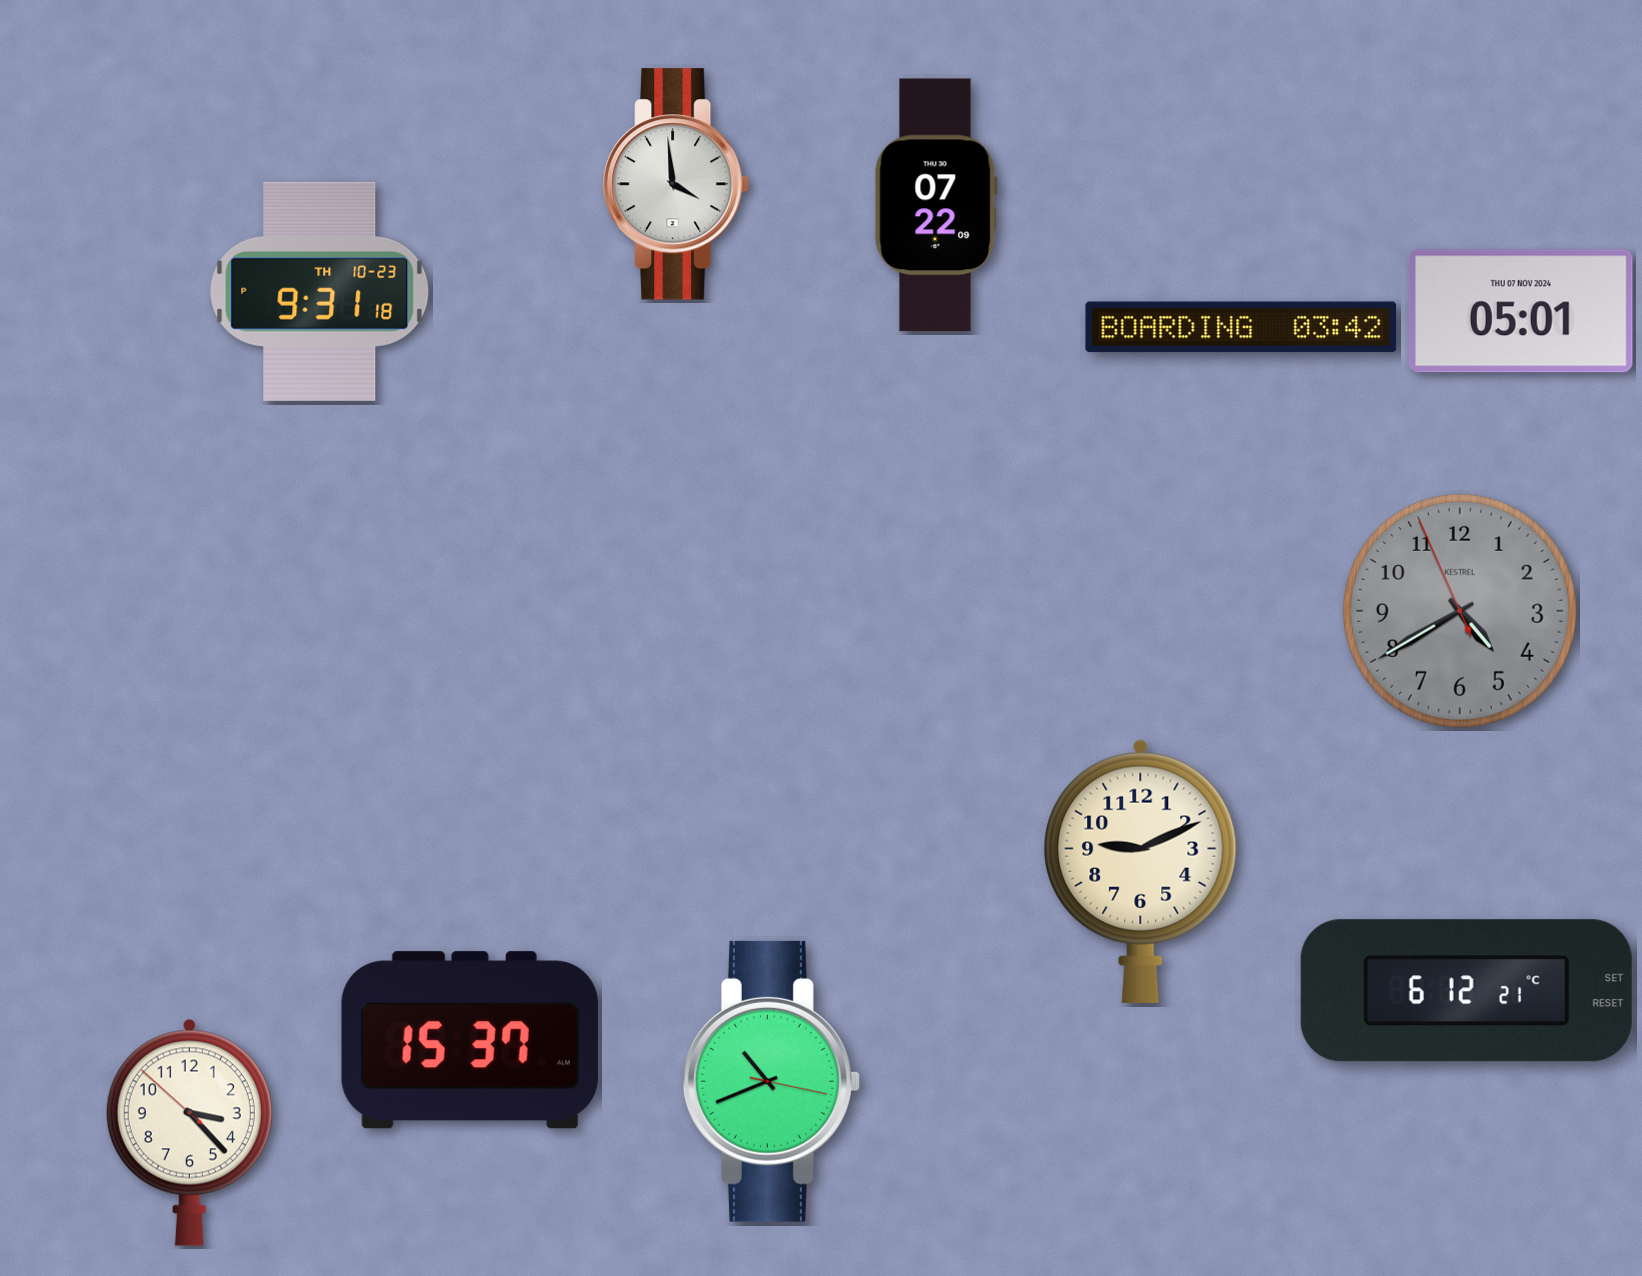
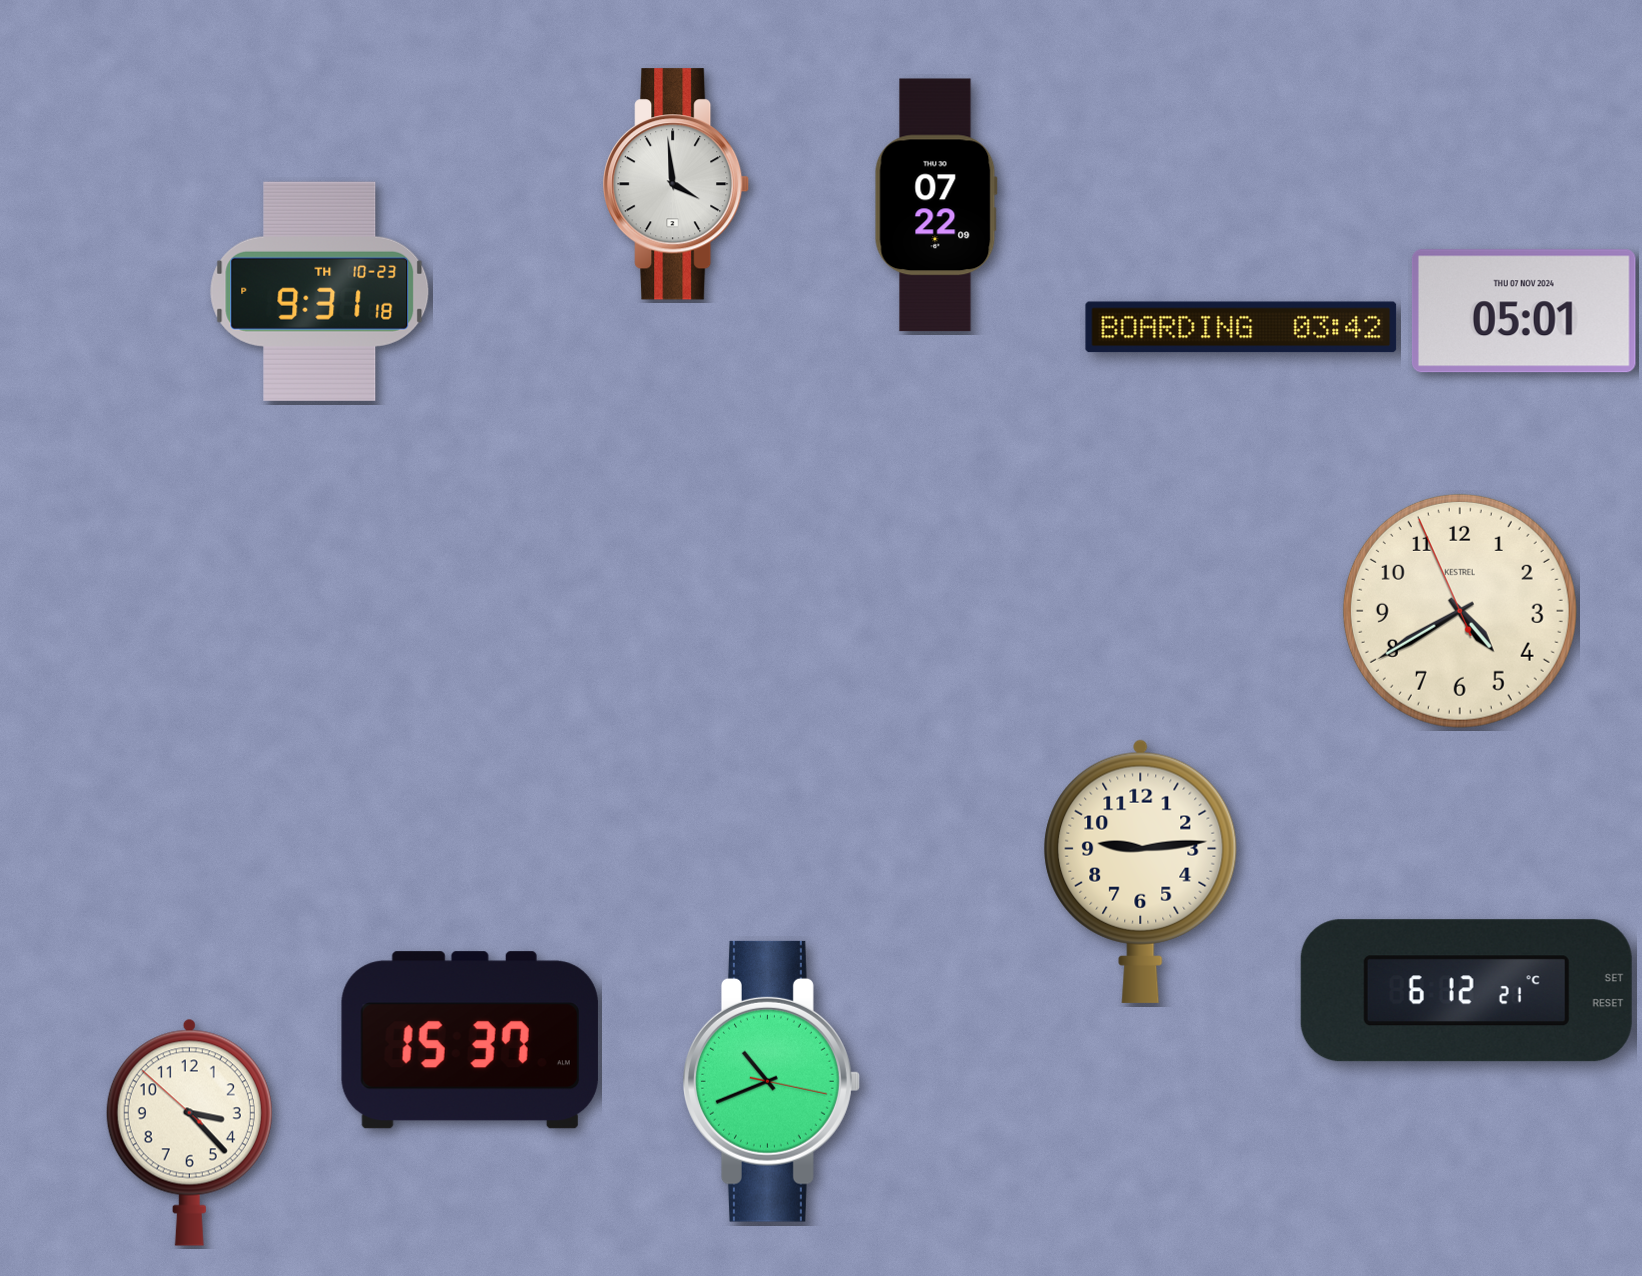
clock at (1521, 311) position: (1521, 311) -> (1524, 311)
clock at (1460, 611) dial: grey -> cream
clock at (1141, 871): 9:11 -> 9:14
